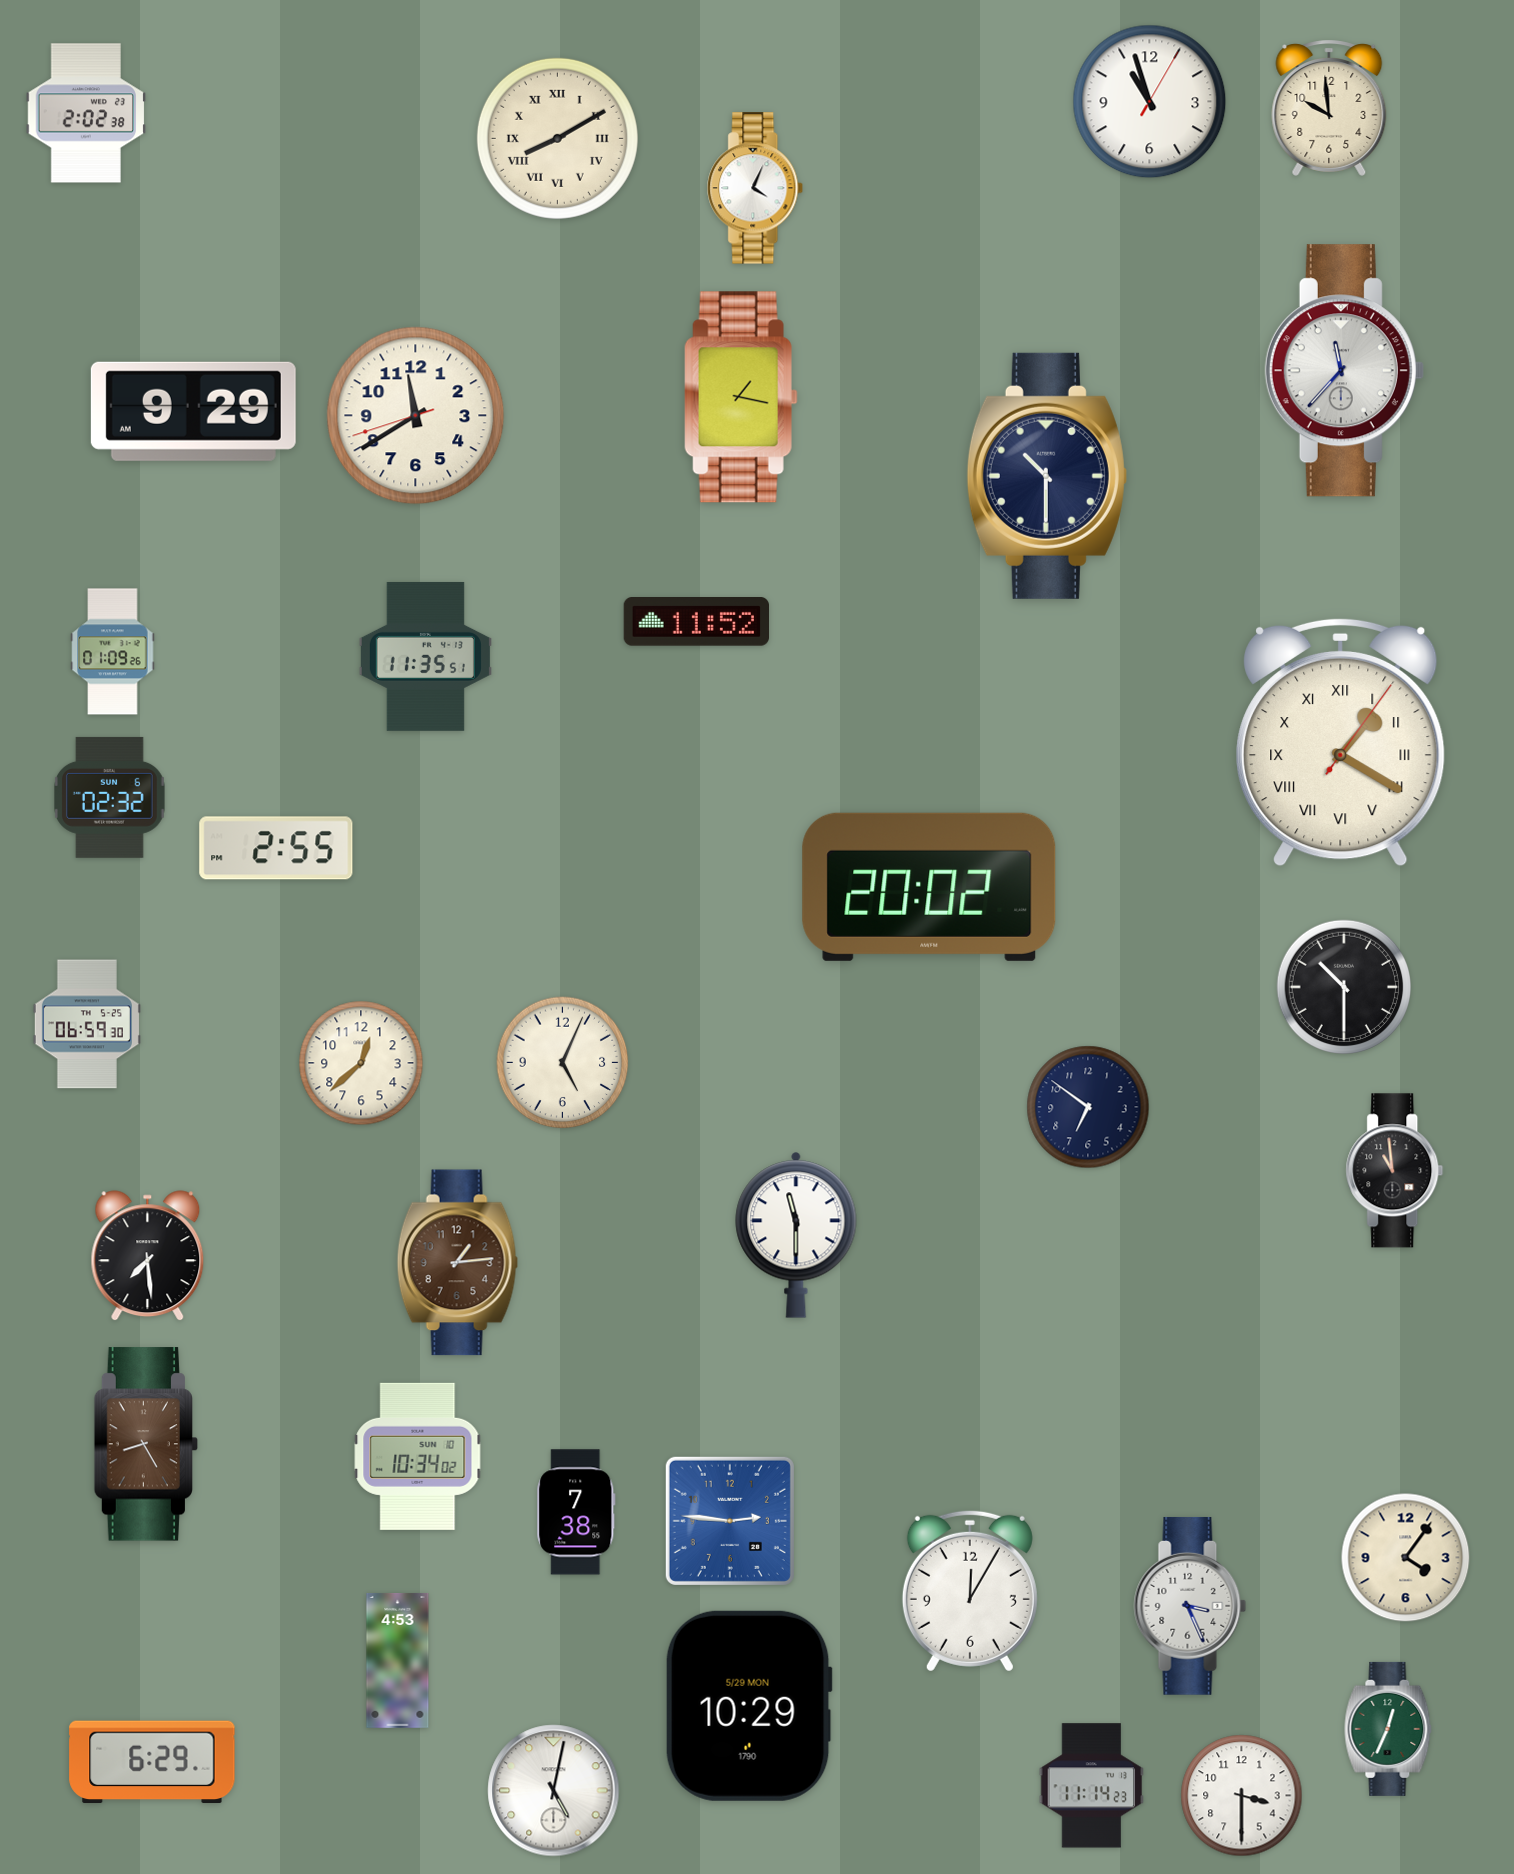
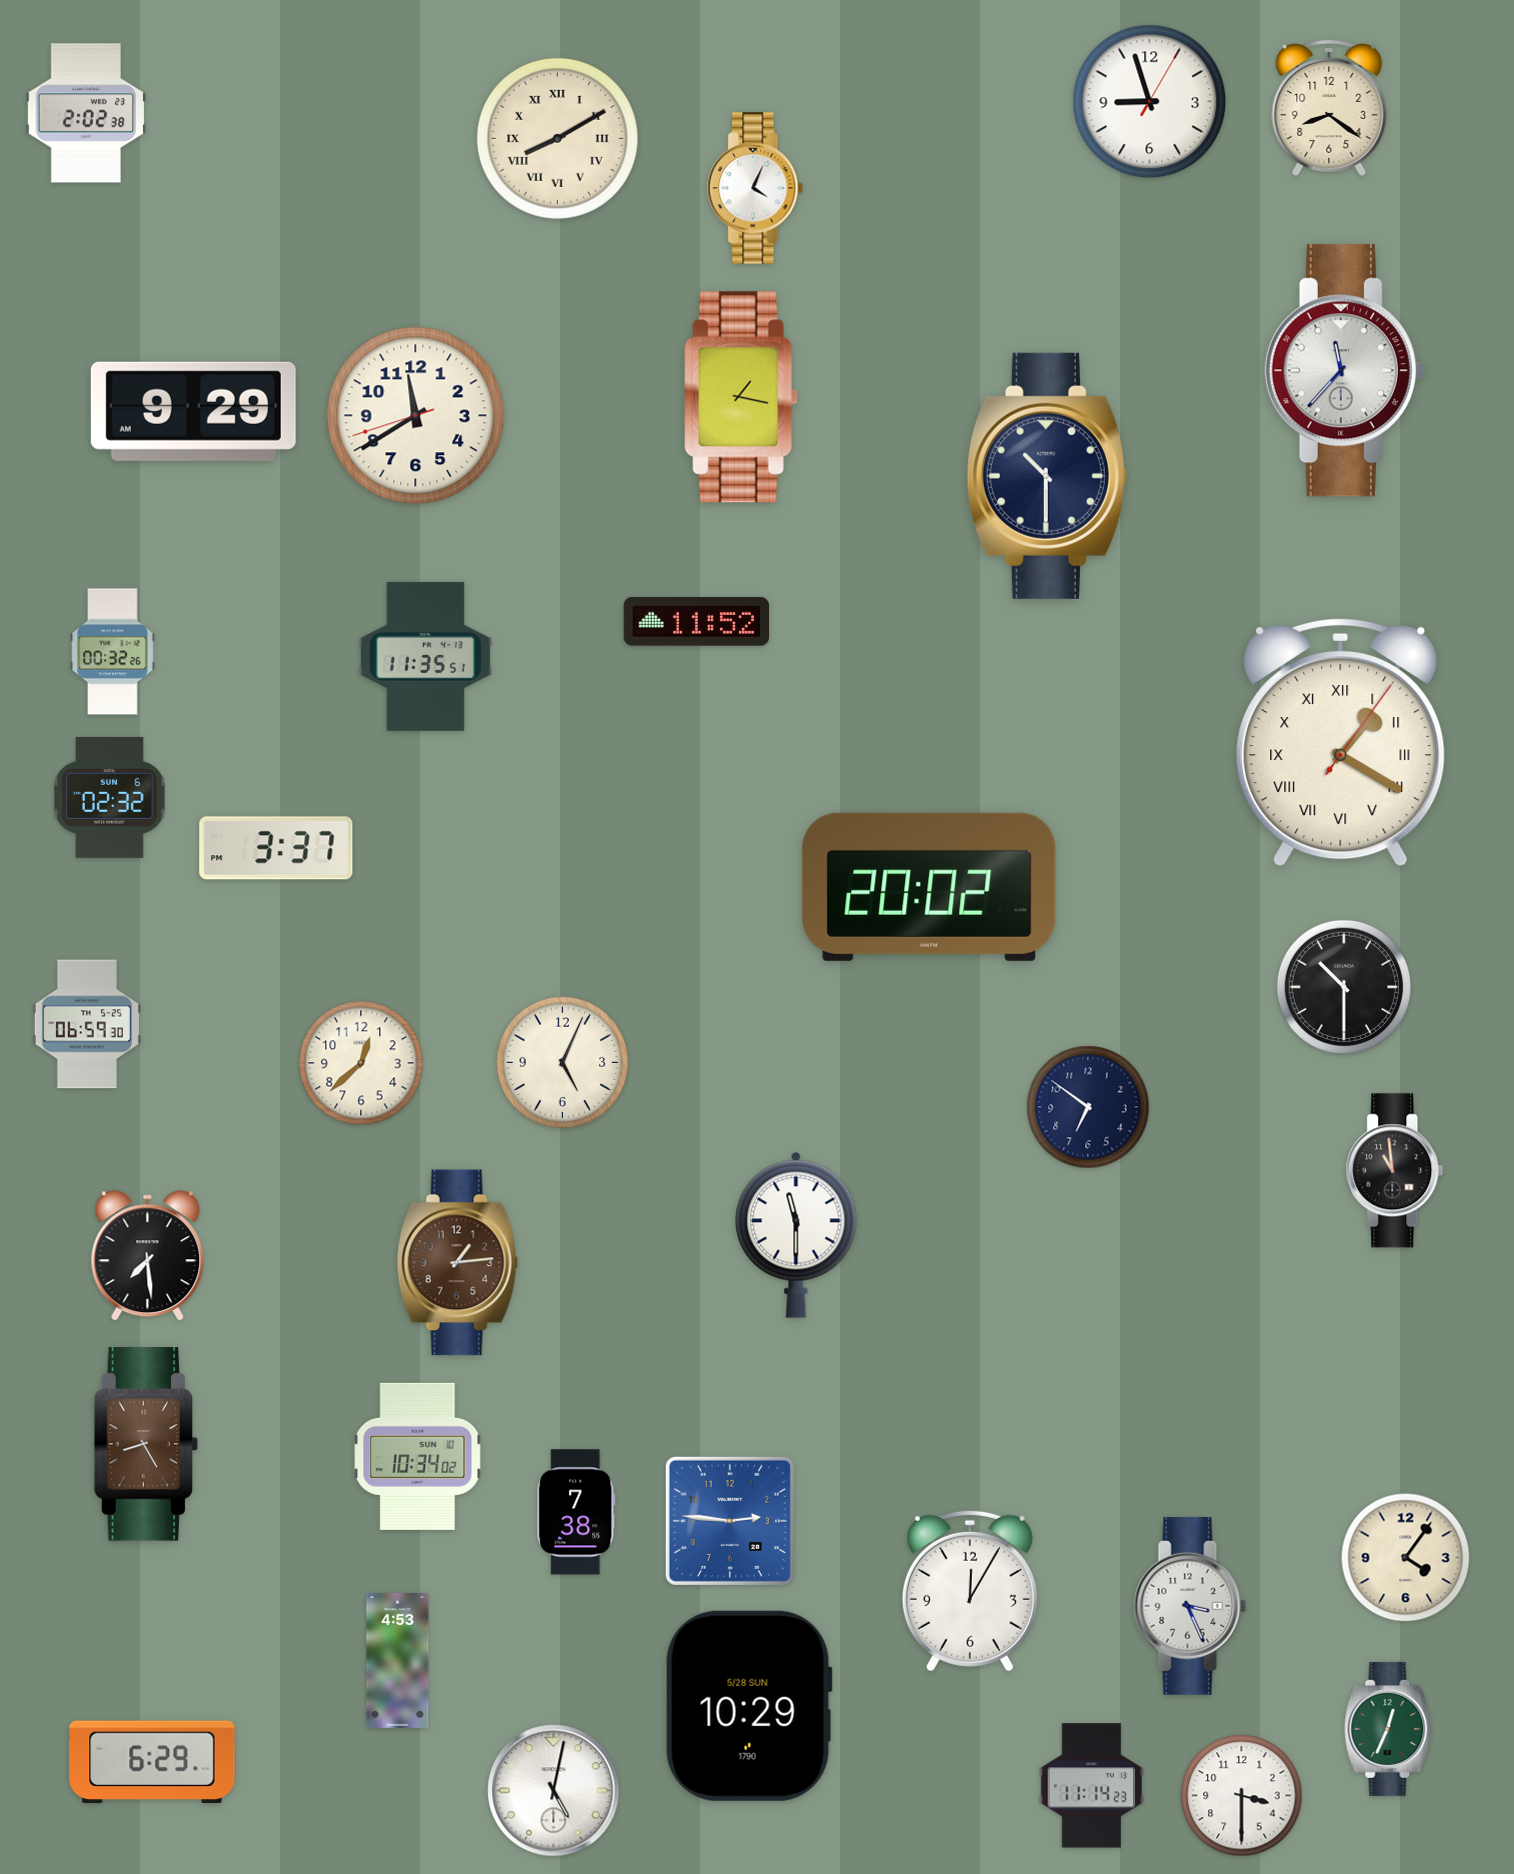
clock at (1150, 102): 10:57 -> 8:57
clock at (1329, 108): 9:59 -> 8:21
clock at (113, 652): 01:09 -> 00:32
clock at (276, 848): 2:55 -> 3:37
clock at (749, 1706) date: 5/29 MON -> 5/28 SUN
